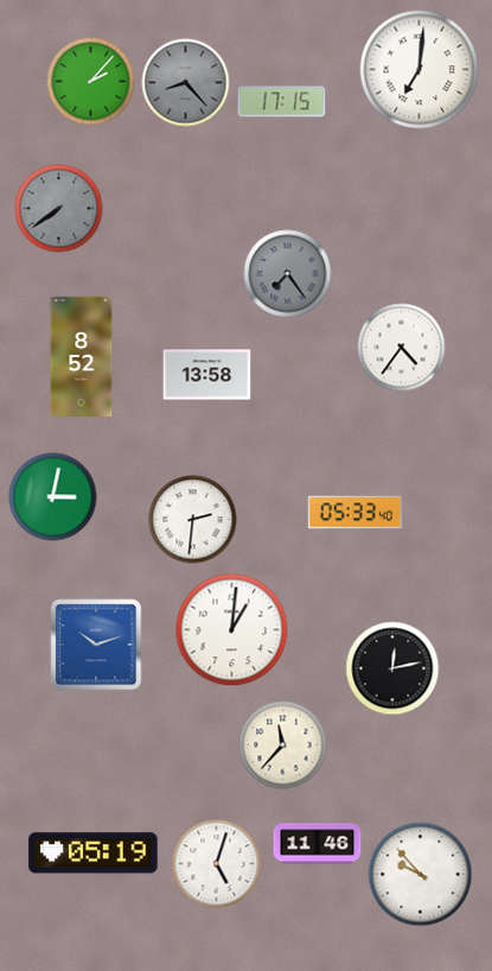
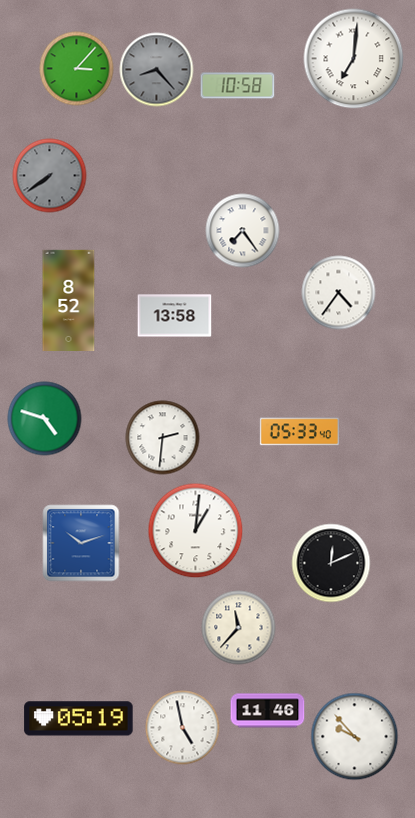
clock at (91, 82): 2:07 -> 3:07
clock at (282, 102): 17:15 -> 10:58
clock at (288, 274) dial: grey -> white
clock at (53, 497): 3:02 -> 4:48
clock at (392, 668): 12:13 -> 12:11
clock at (217, 864): 5:03 -> 4:58
